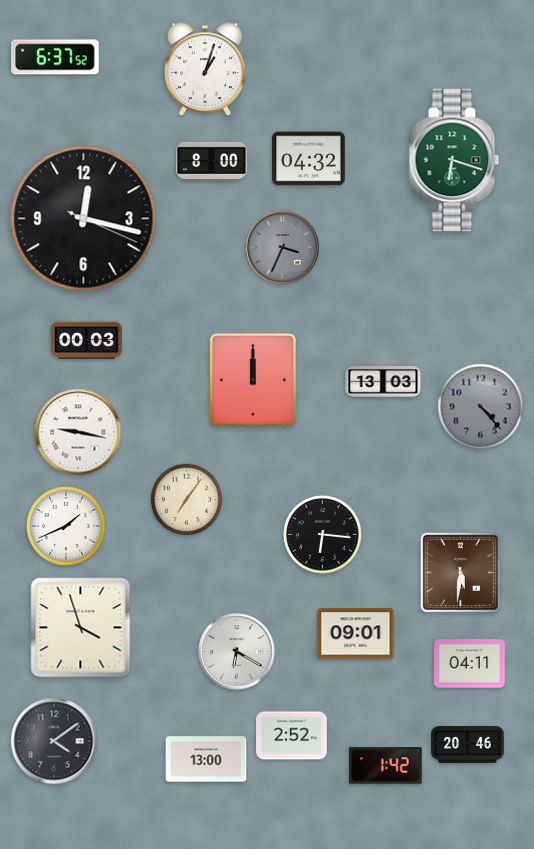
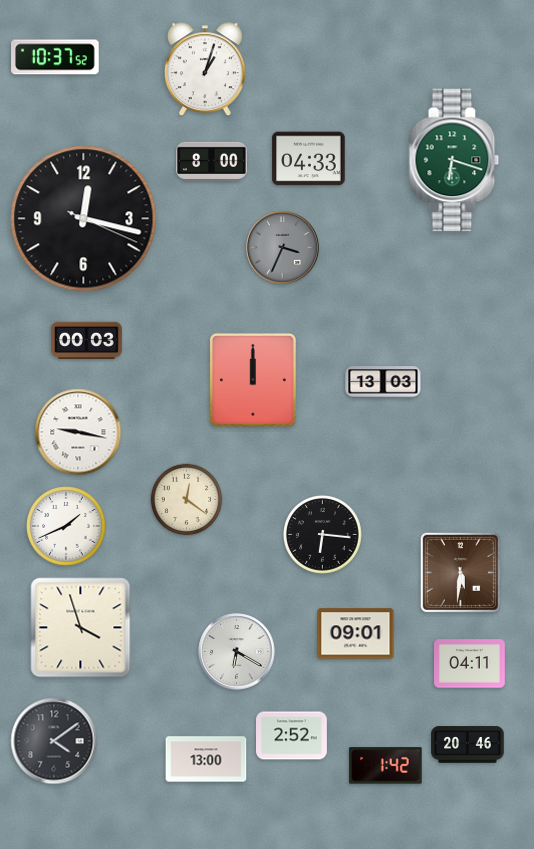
clock at (55, 57): 6:37 -> 10:37
clock at (309, 159): 04:32 -> 04:33
clock at (481, 407): 4:23 -> none
clock at (187, 500): 7:06 -> 12:21
